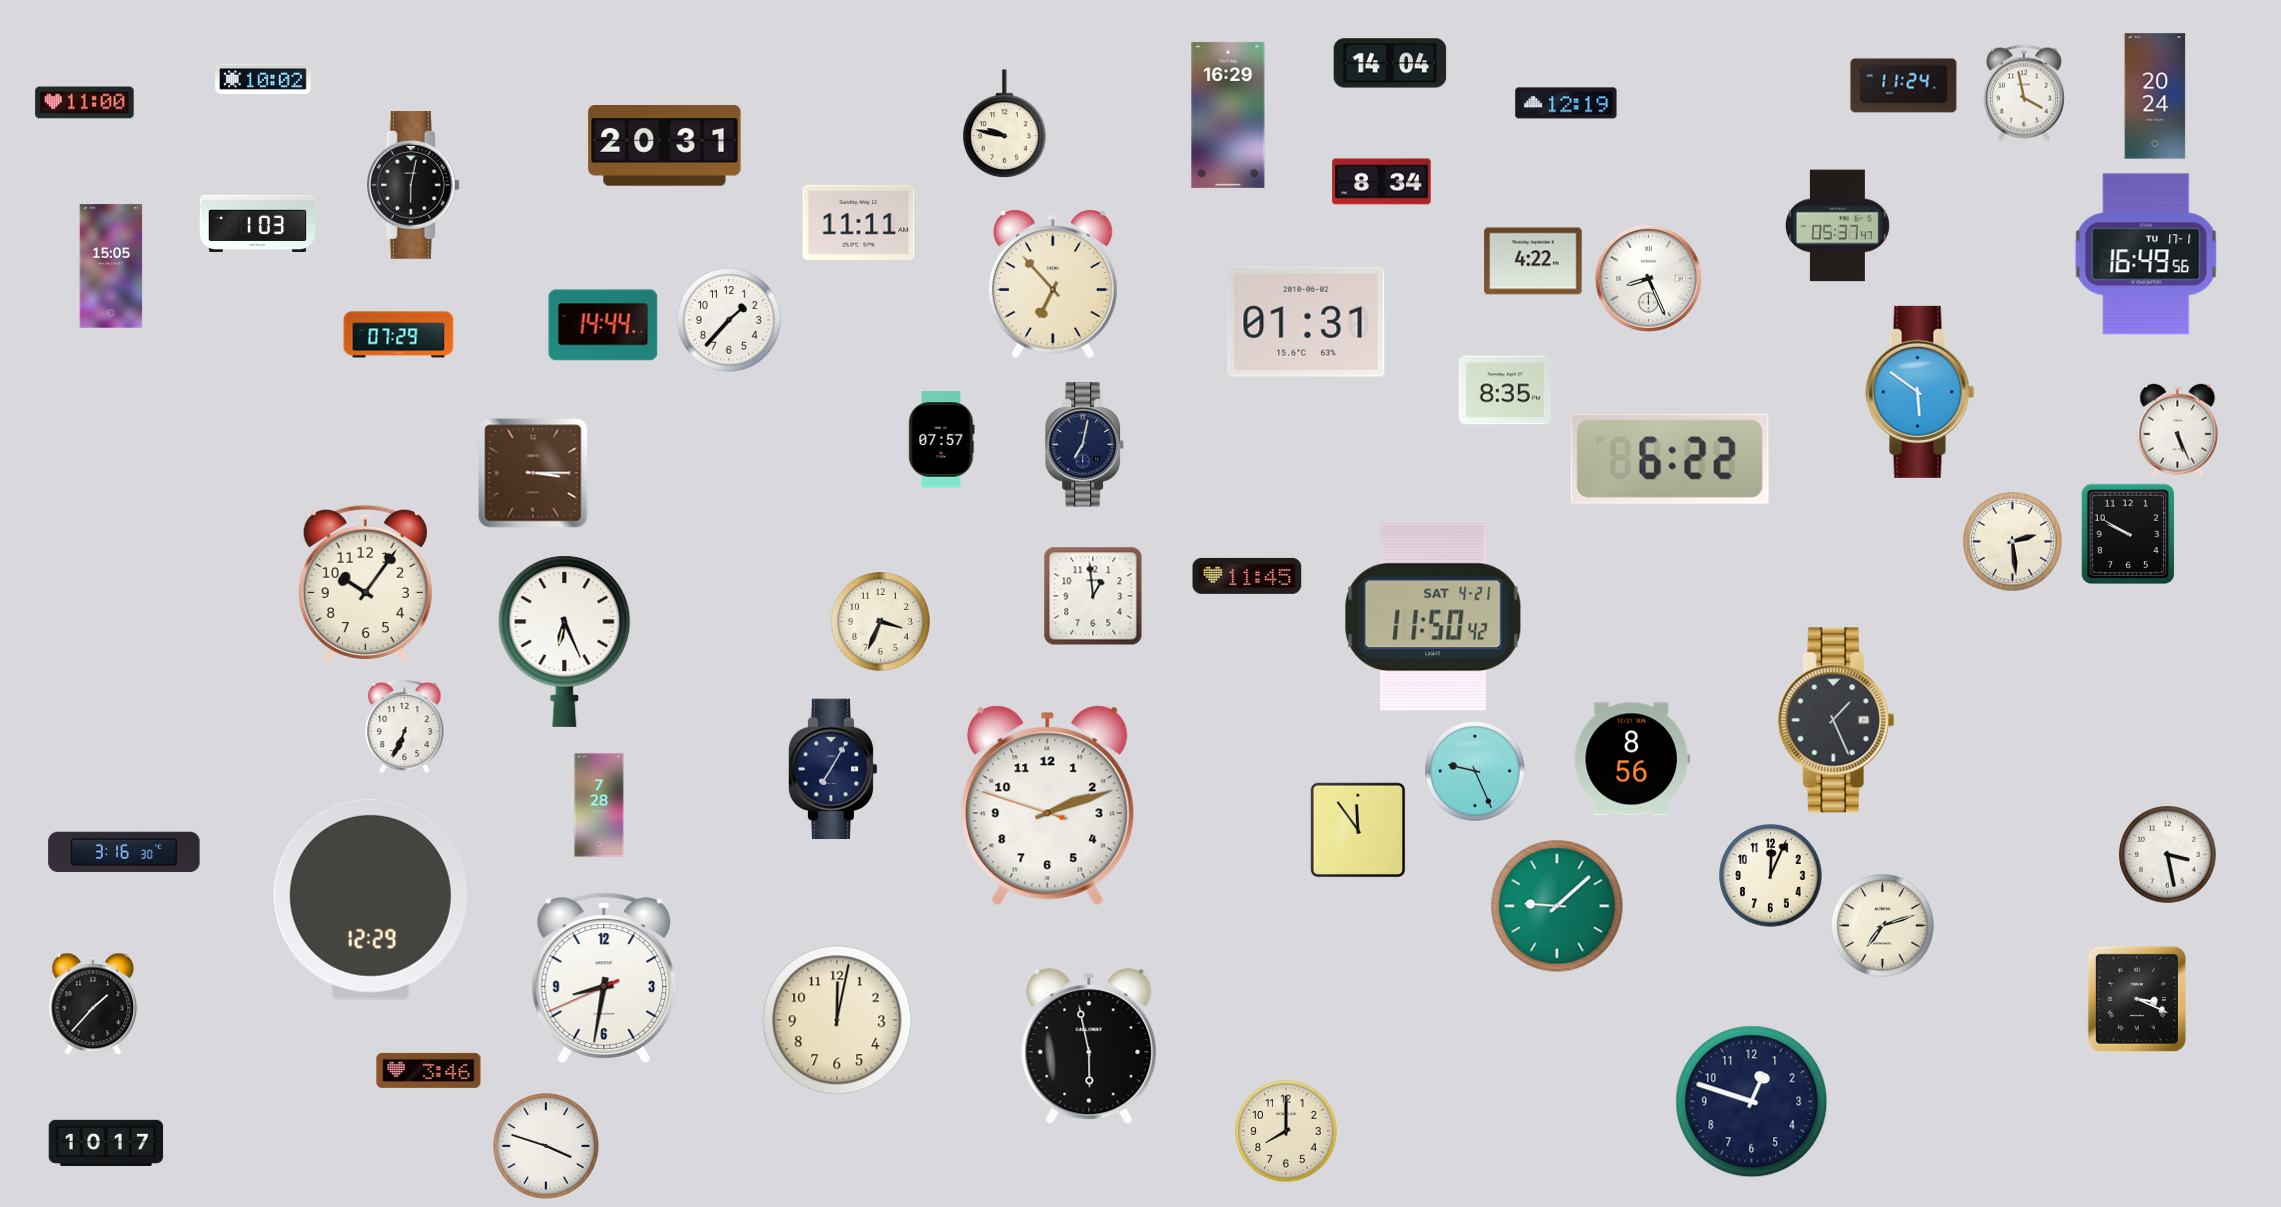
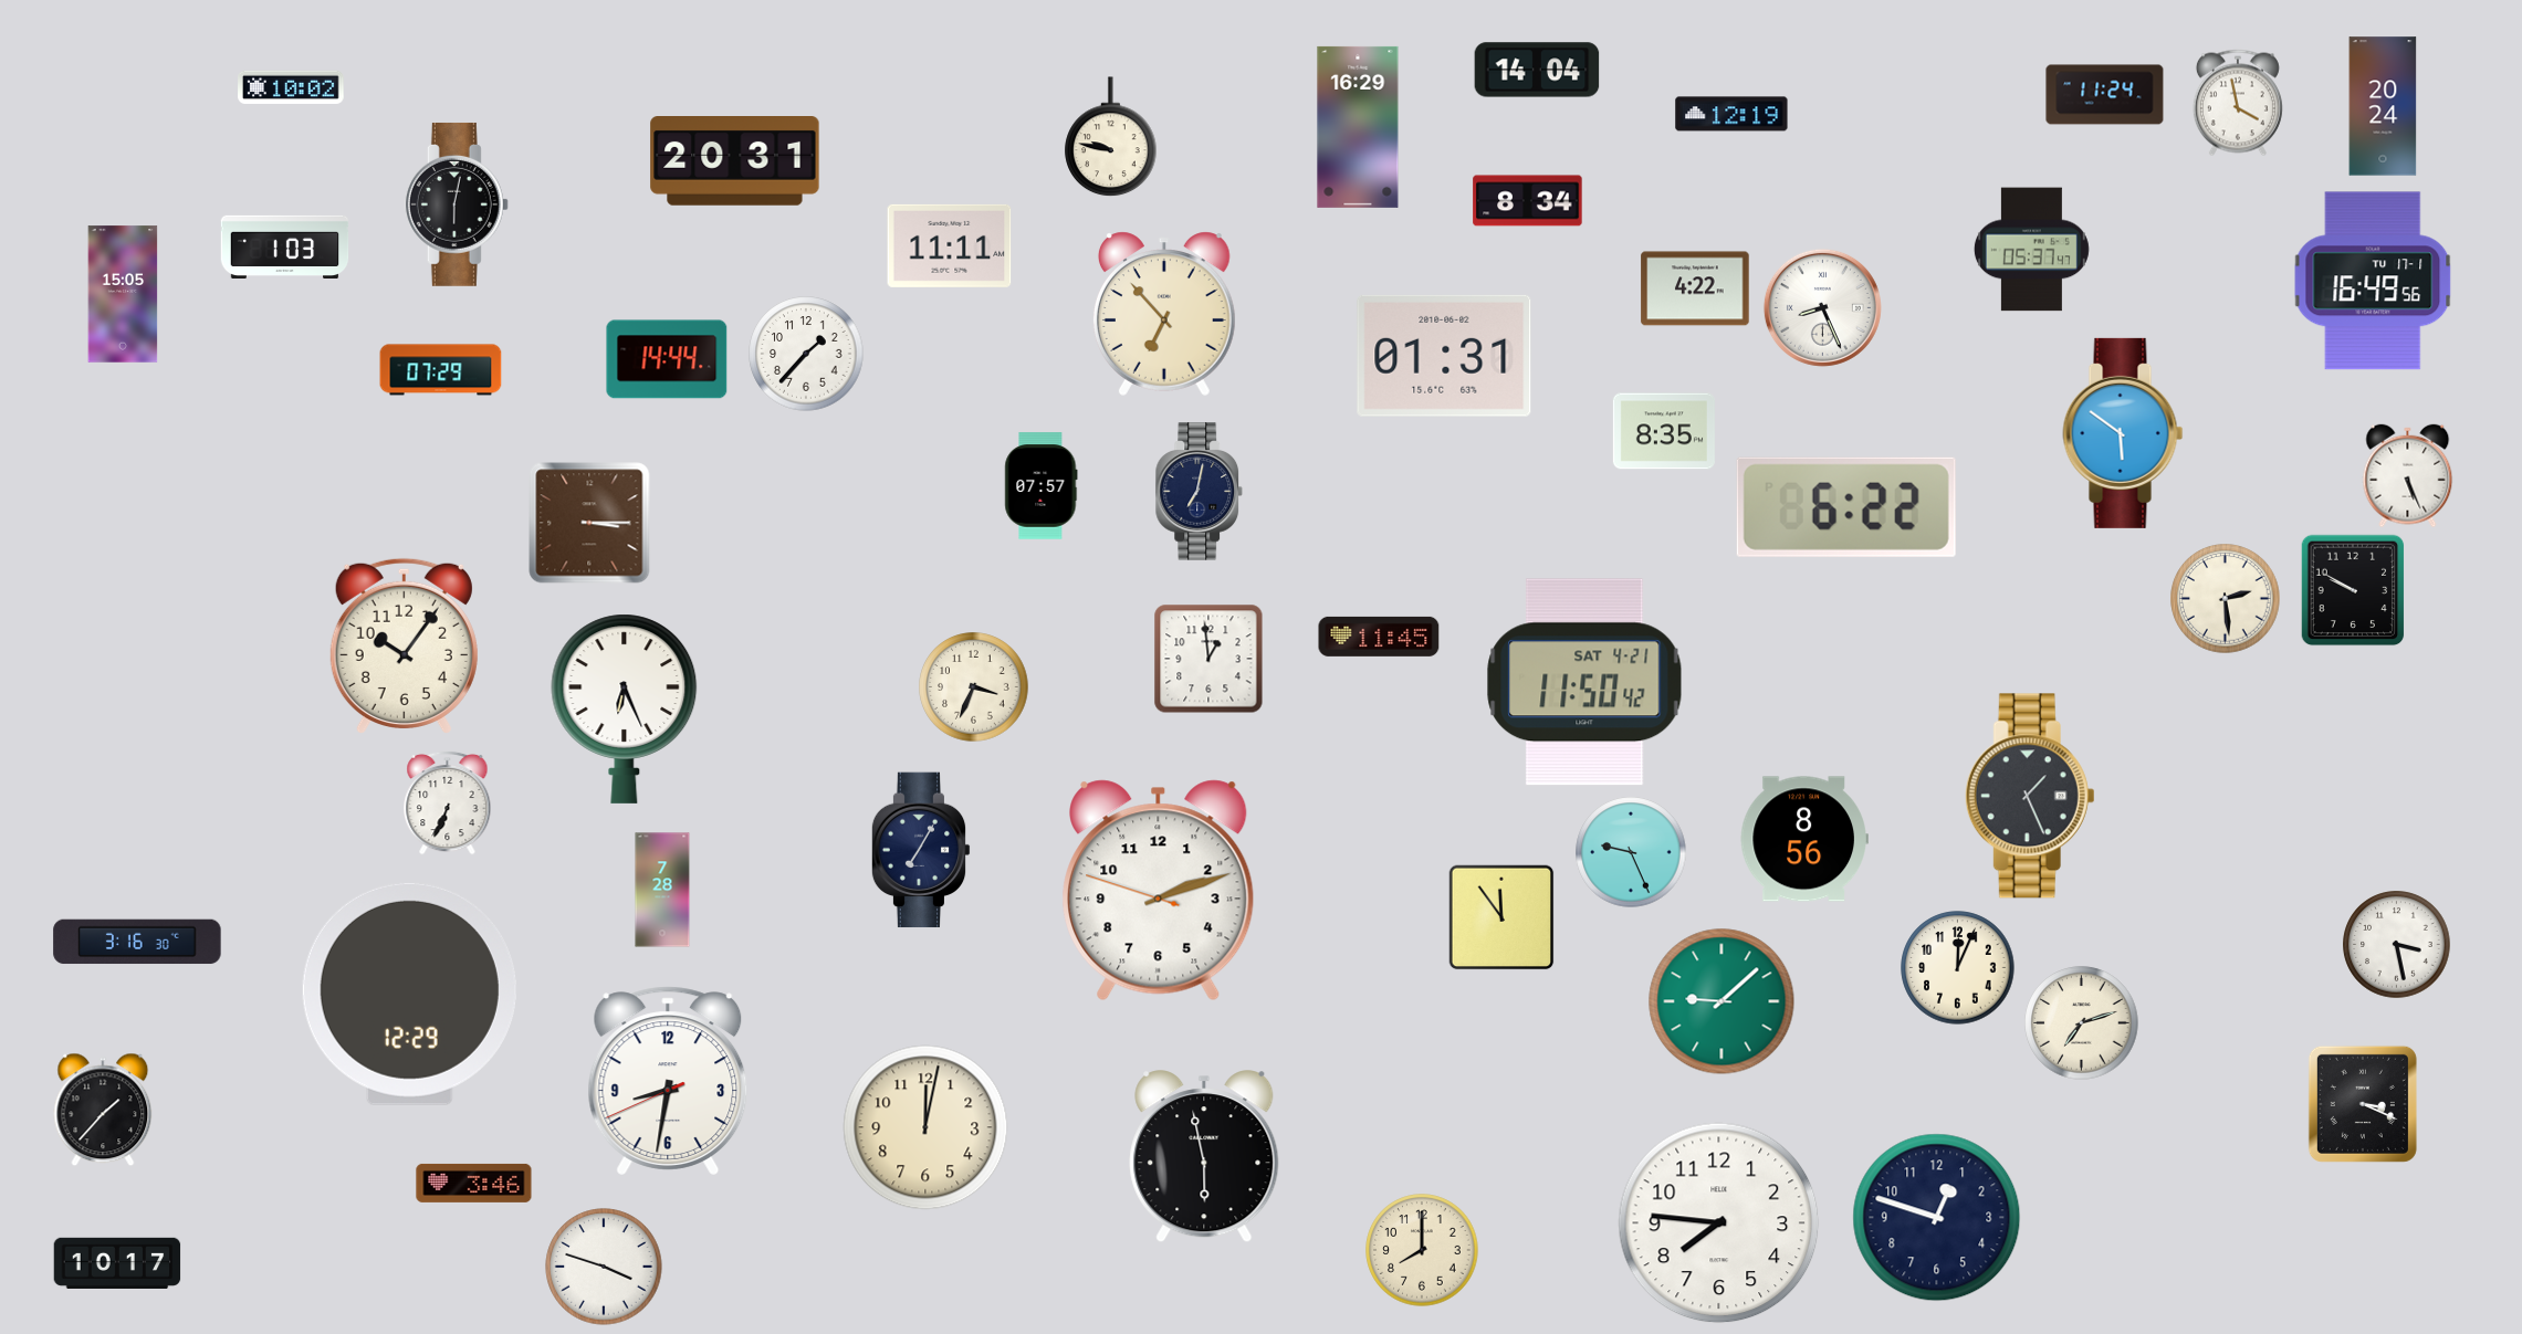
clock at (85, 103): 11:00 -> none
clock at (1719, 1223): none -> 7:46
